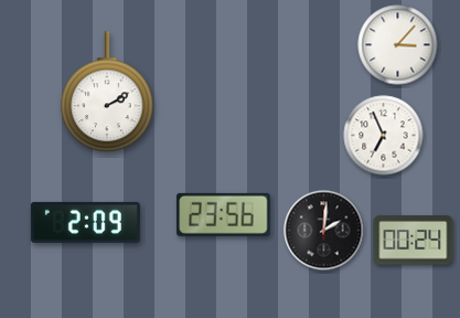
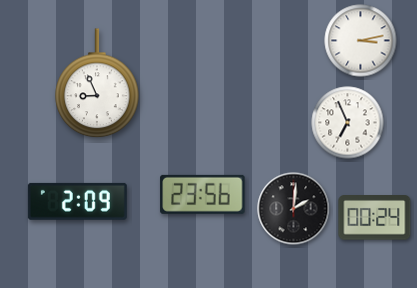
clock at (398, 45): 3:07 -> 3:13
clock at (107, 93): 2:10 -> 8:56
